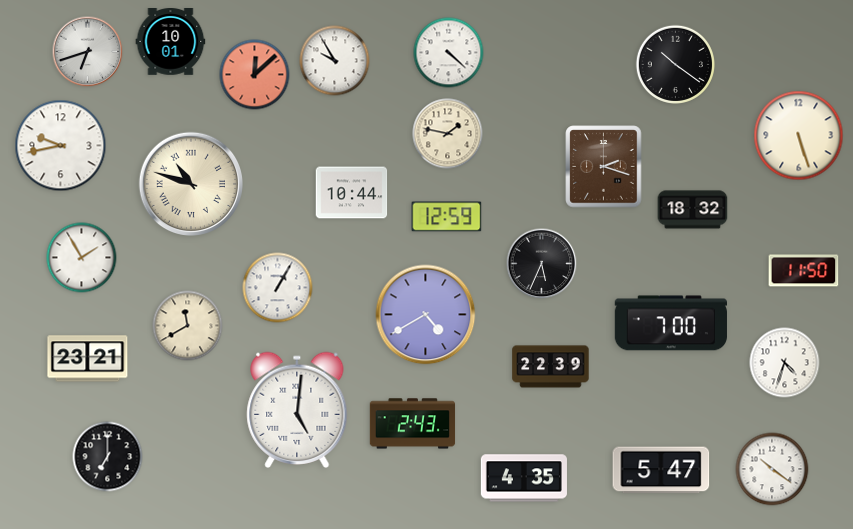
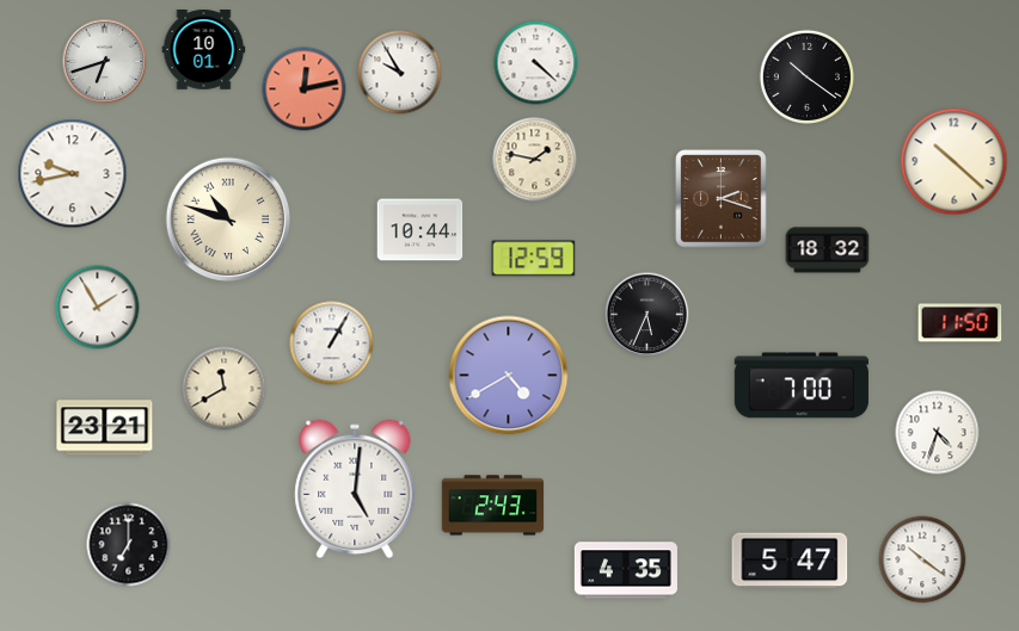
clock at (255, 75): 12:08 -> 12:13
clock at (799, 136): 5:27 -> 10:22
clock at (551, 367): 22:39 -> none
